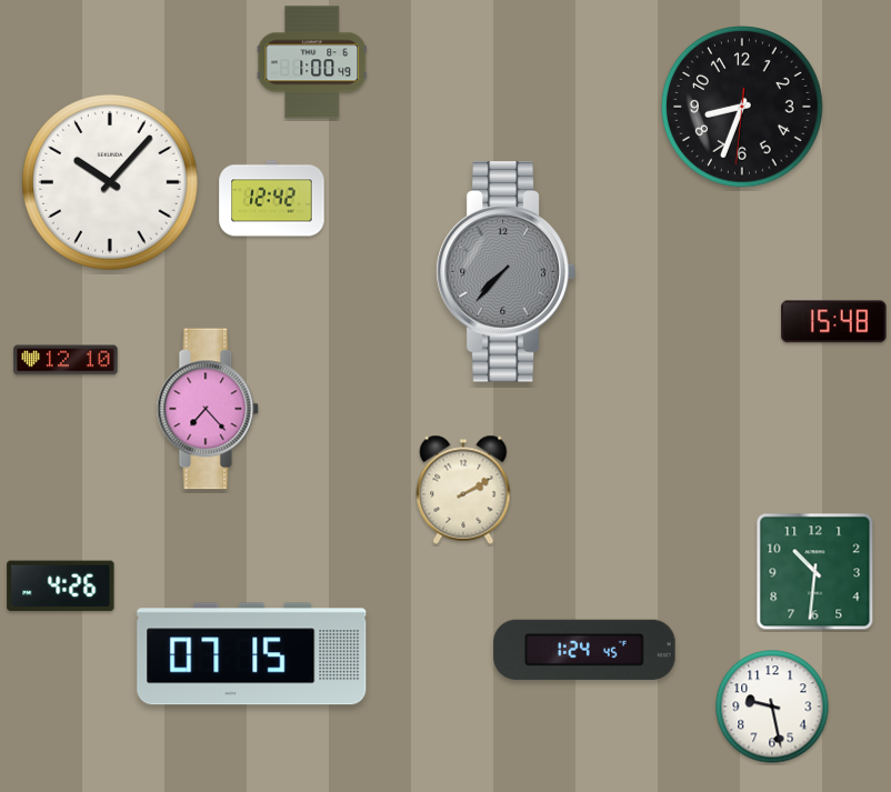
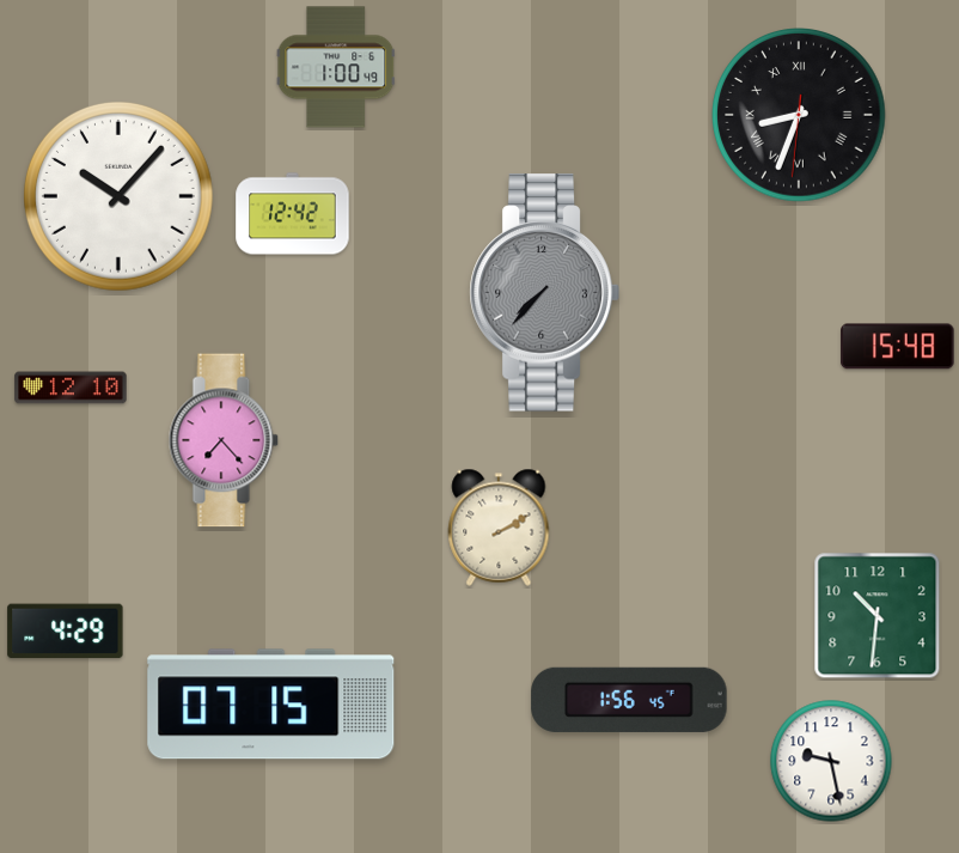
clock at (742, 107) numerals: Arabic -> Roman
clock at (61, 587): 4:26 -> 4:29
clock at (584, 650): 1:24 -> 1:56
